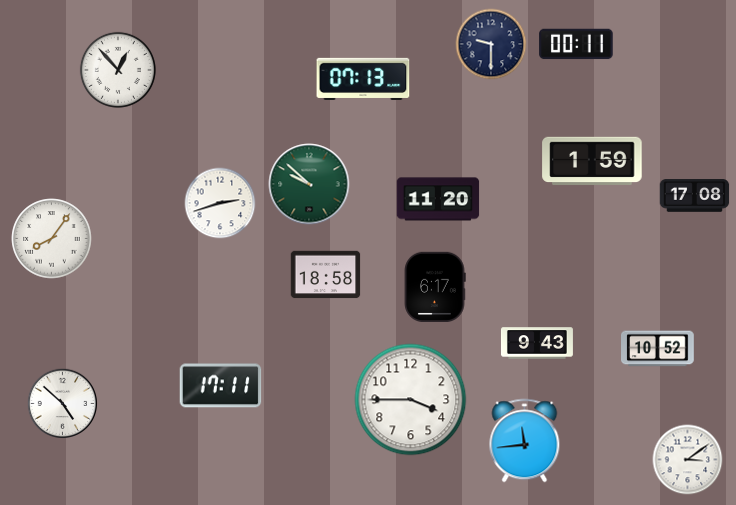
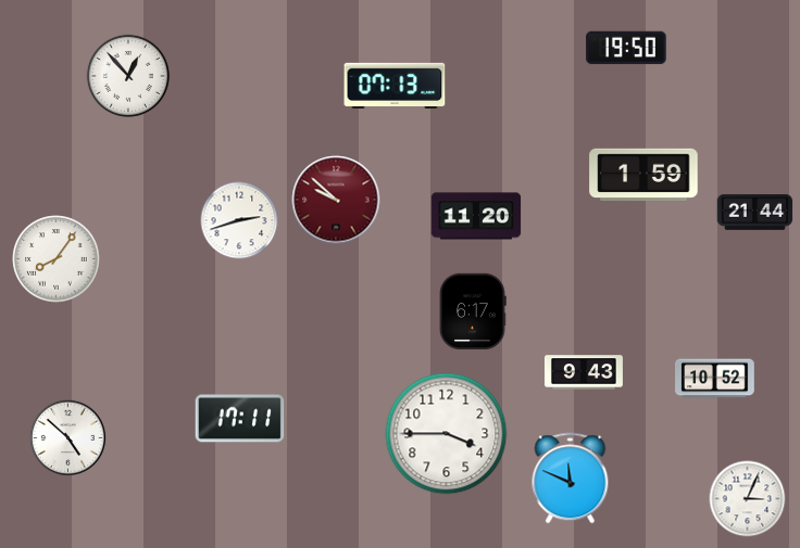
clock at (491, 44): 9:30 -> none
clock at (576, 44): 00:11 -> 19:50
clock at (309, 184) dial: green -> burgundy
clock at (695, 196): 17:08 -> 21:44
clock at (326, 275): 18:58 -> none
clock at (525, 441): 11:44 -> 11:49
clock at (688, 460): 3:09 -> 3:04
